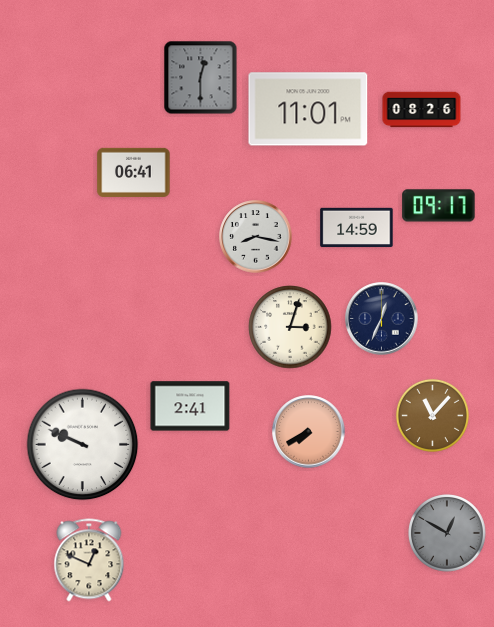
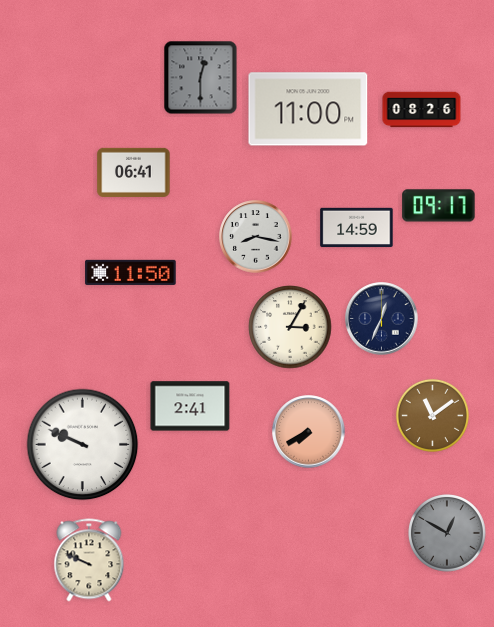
clock at (308, 109): 11:01 -> 11:00
clock at (131, 272): none -> 11:50
clock at (290, 327): 3:03 -> 3:05
clock at (432, 415): 11:07 -> 11:09
clock at (89, 560): 12:49 -> 9:49
